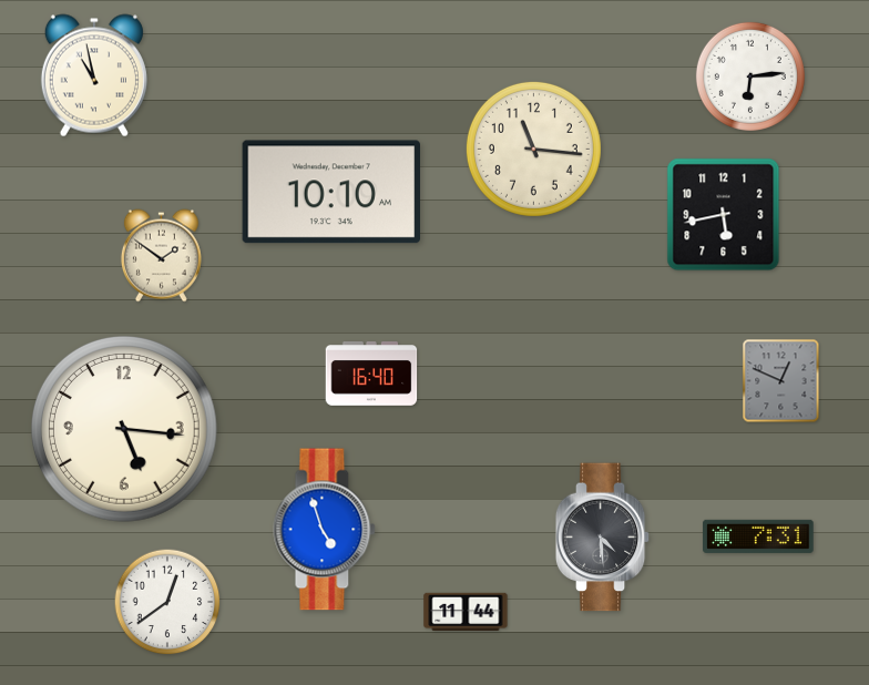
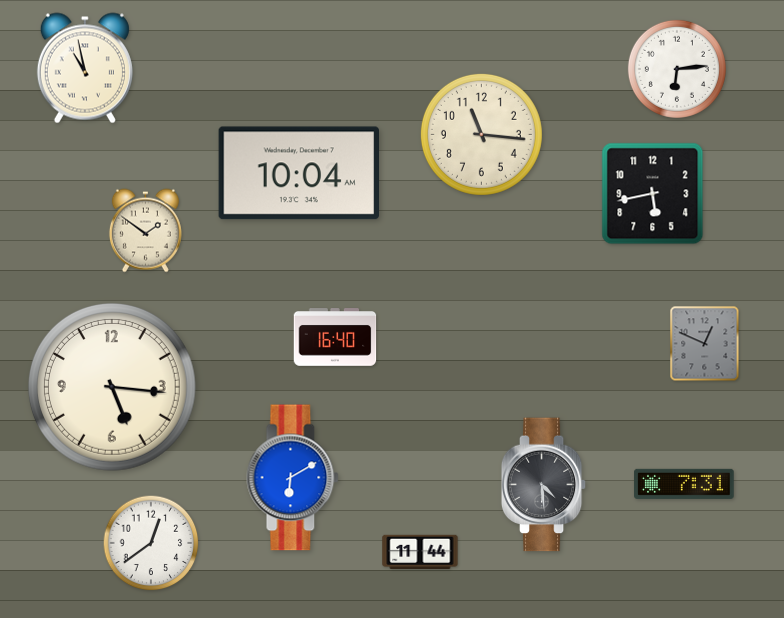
clock at (330, 192): 10:10 -> 10:04
clock at (325, 530): 4:57 -> 6:10
